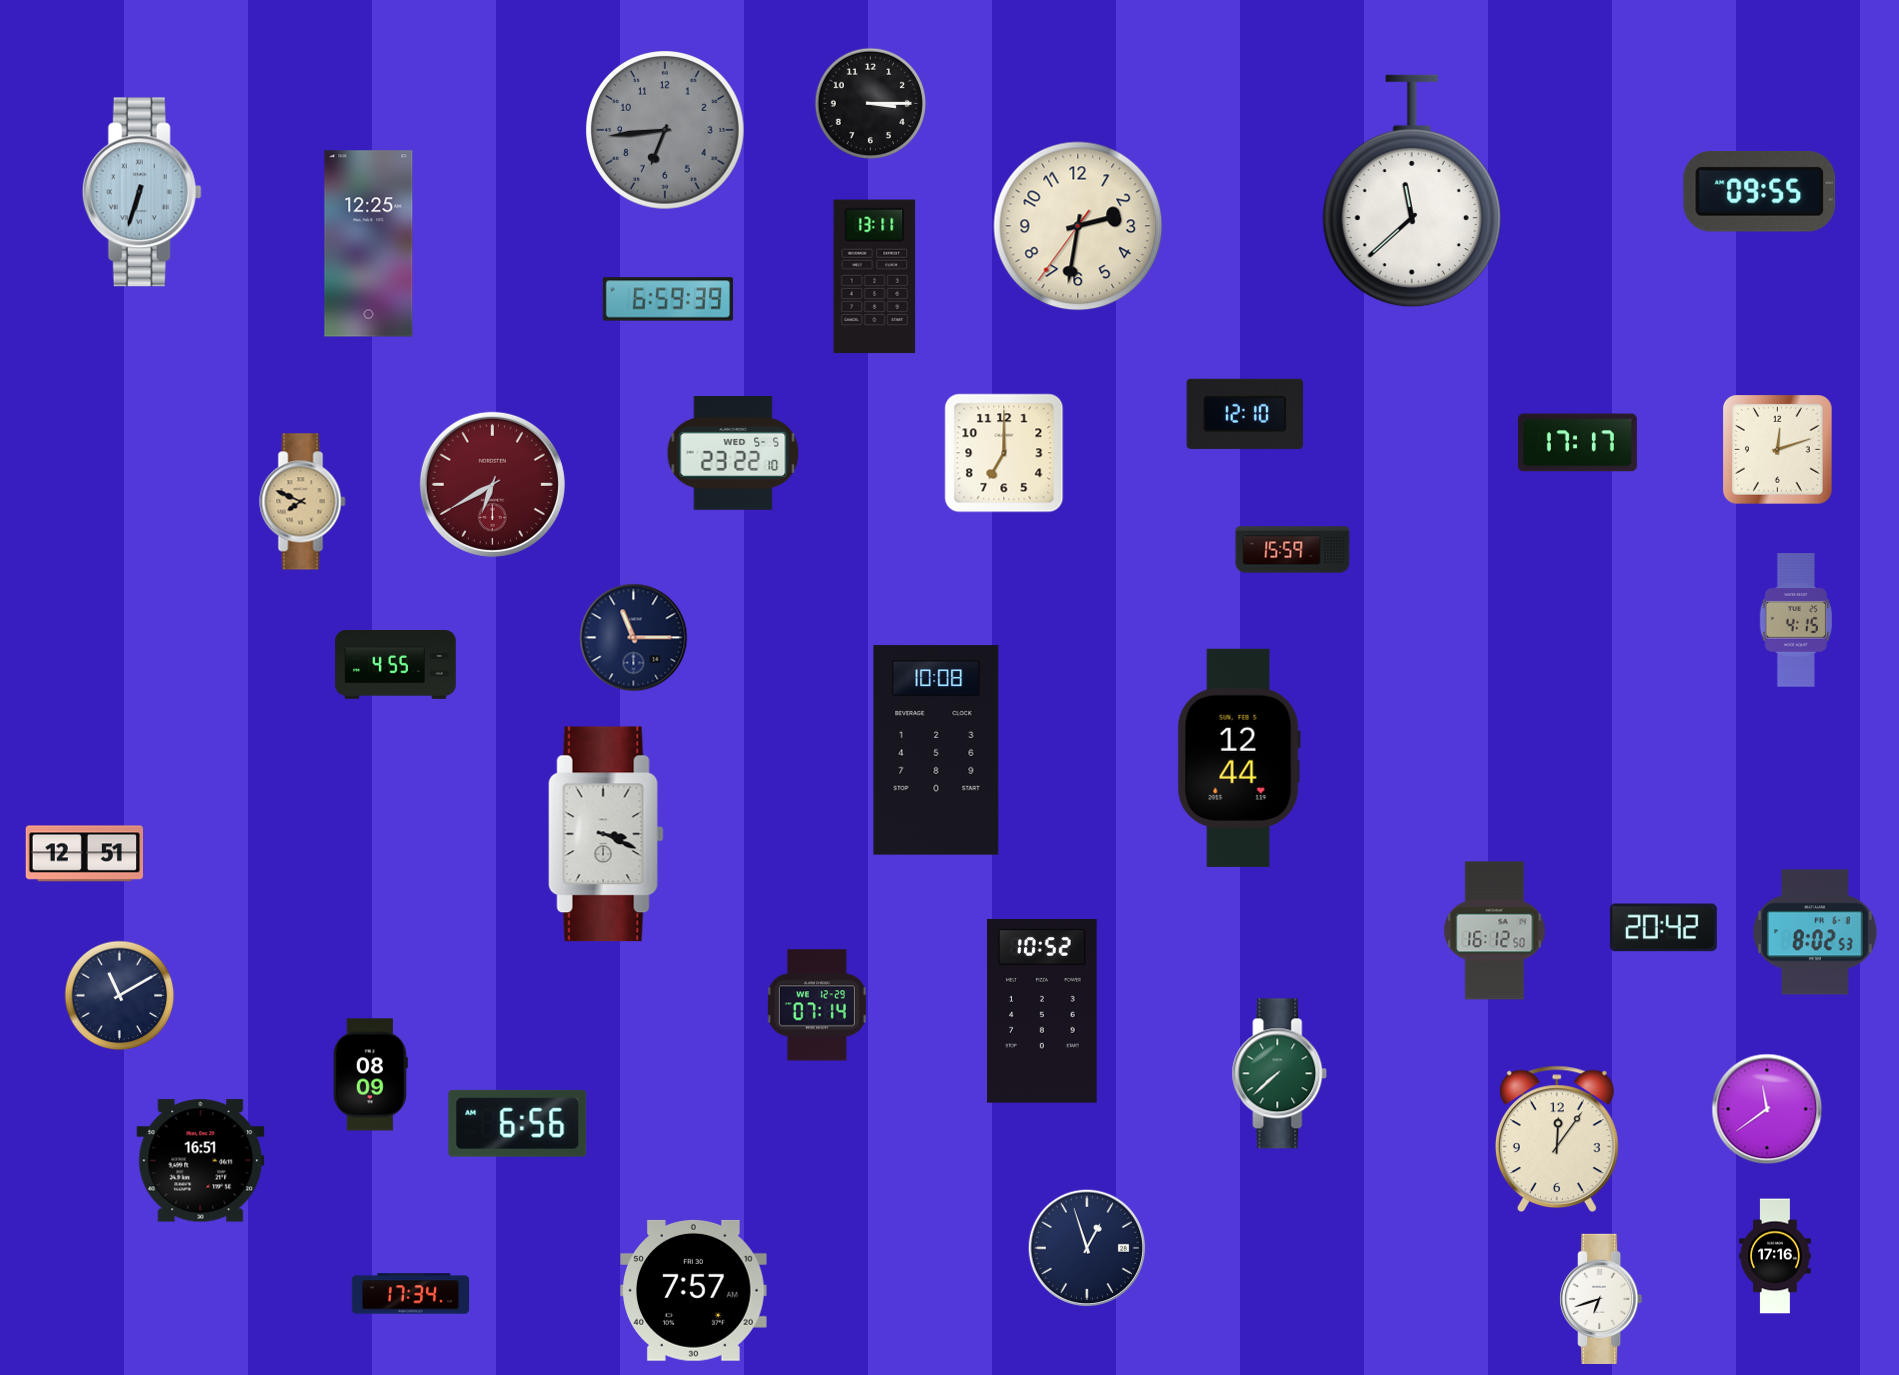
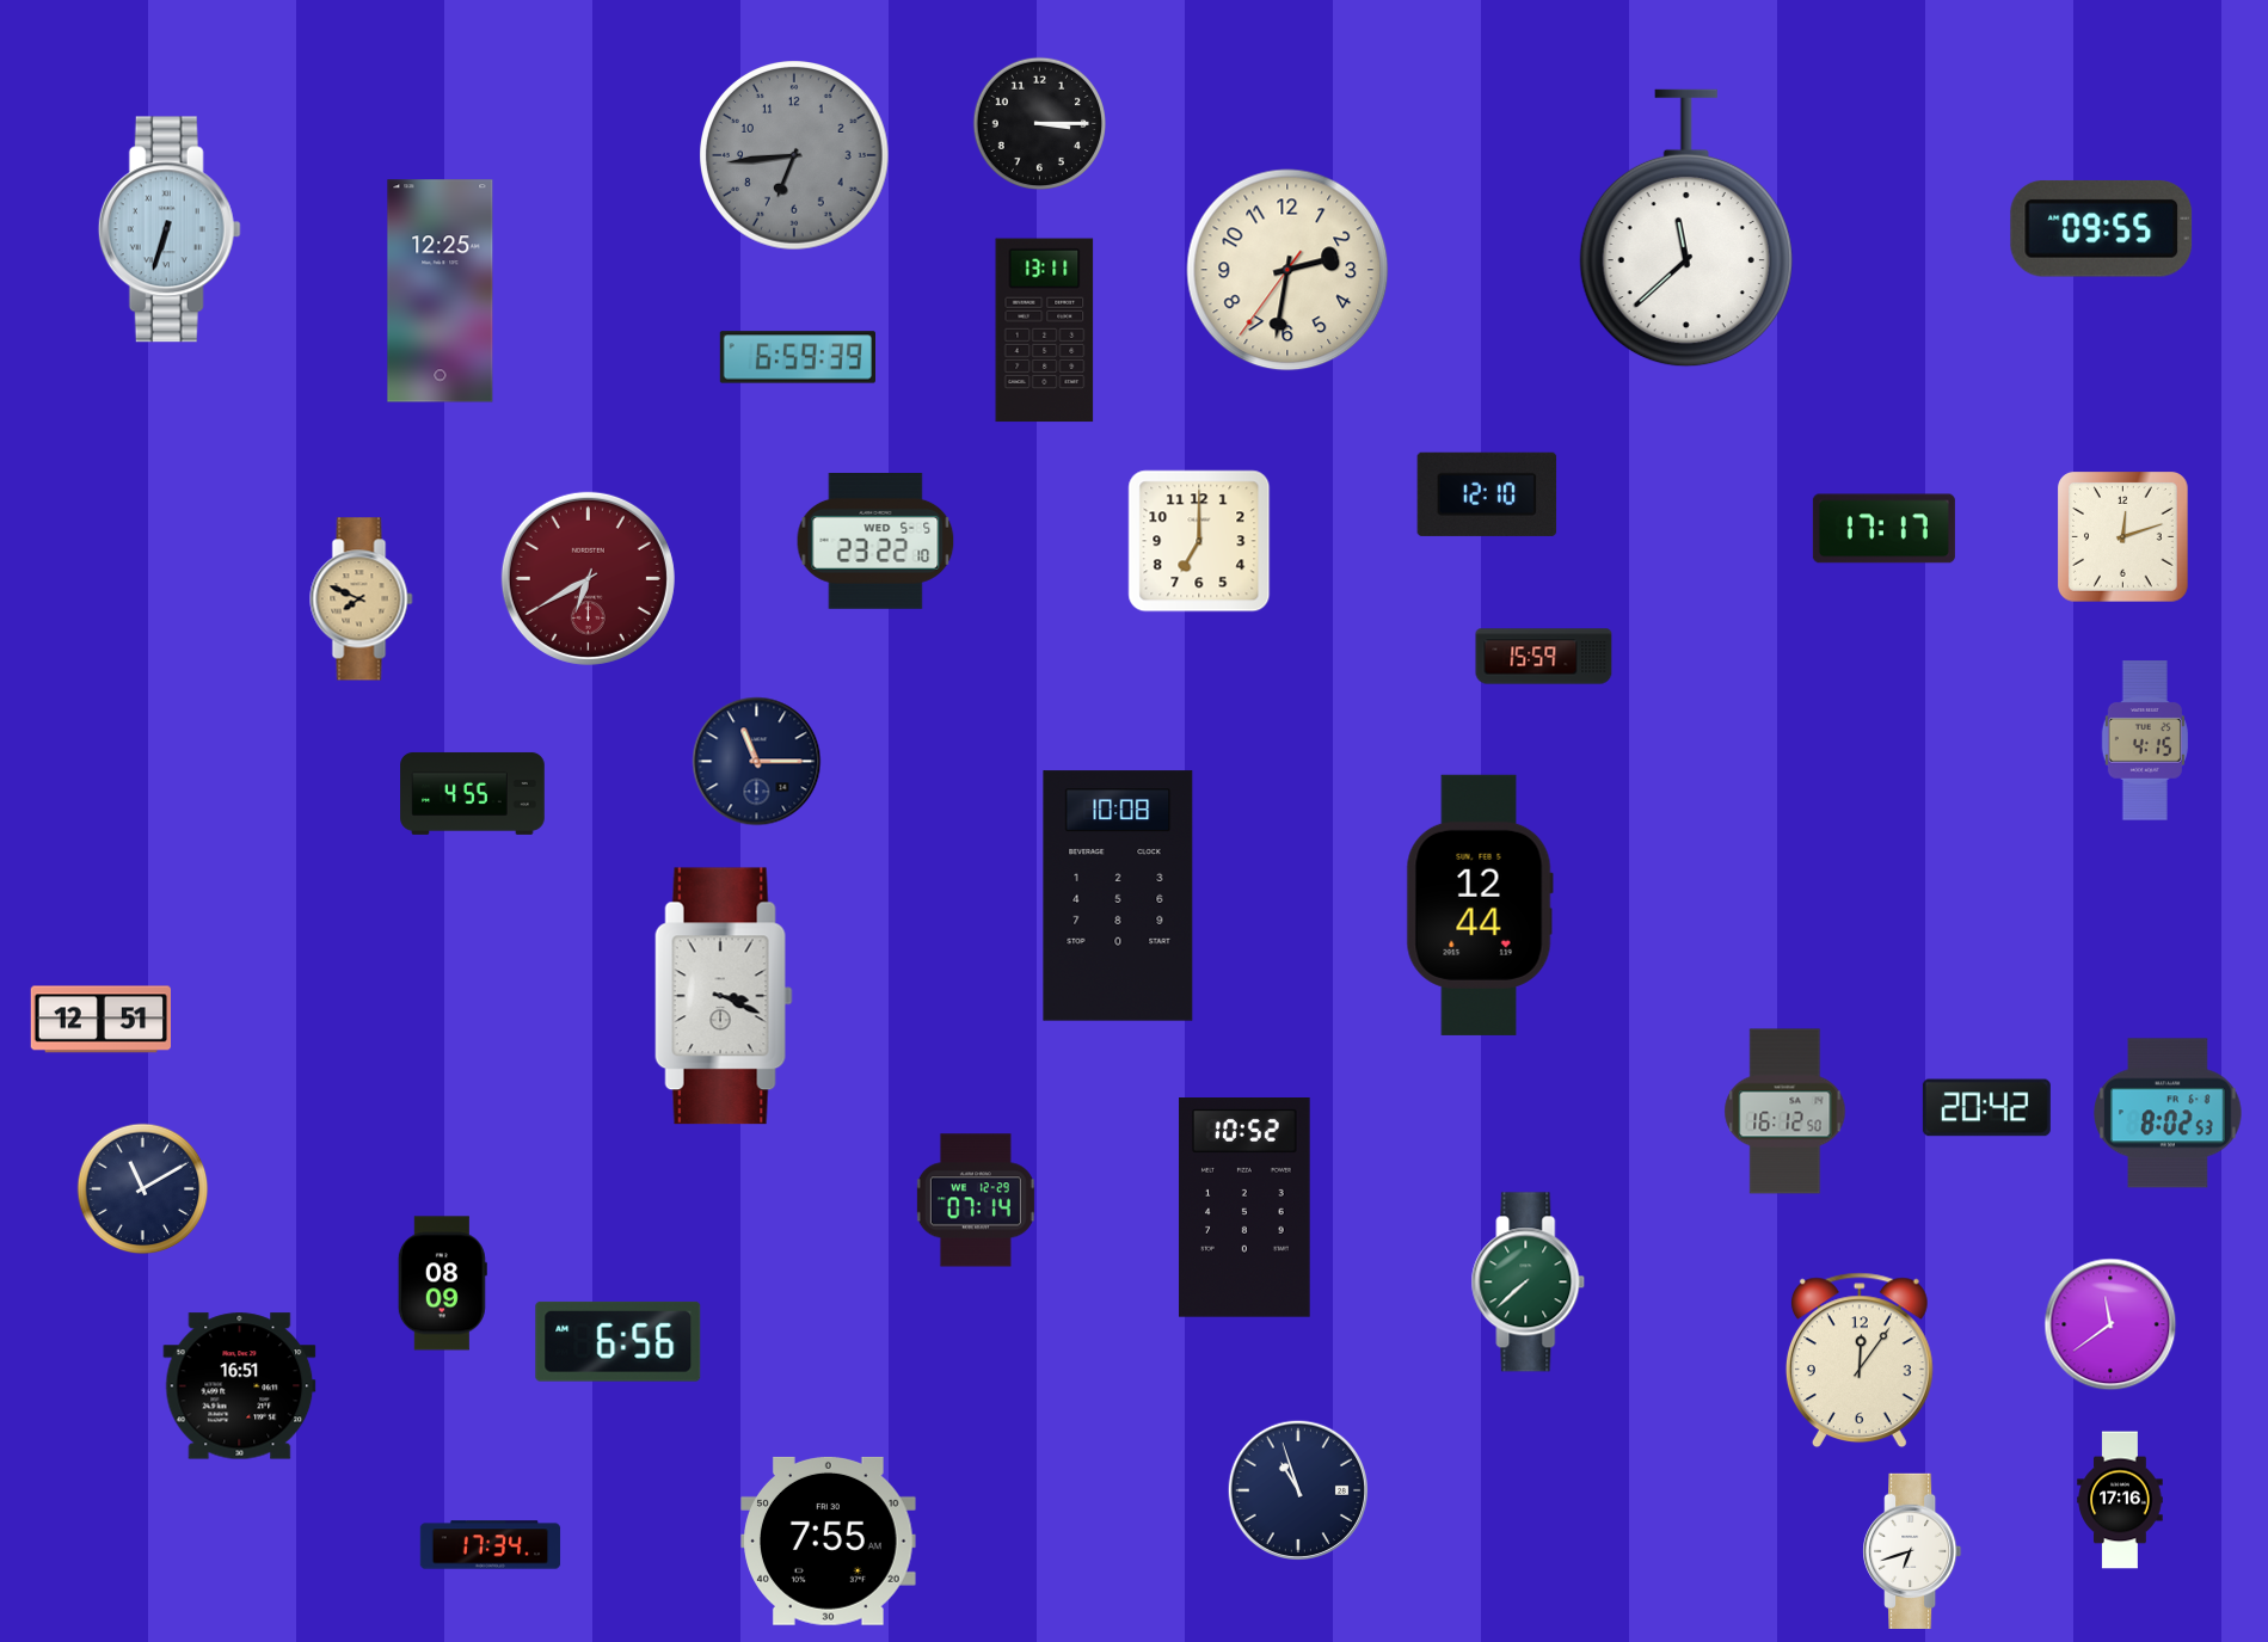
clock at (1086, 1247): 12:57 -> 10:57
clock at (694, 1290): 7:57 -> 7:55
